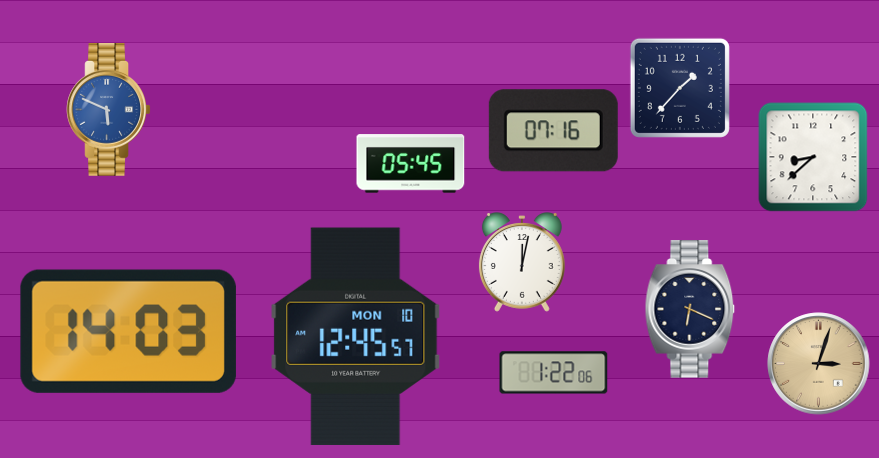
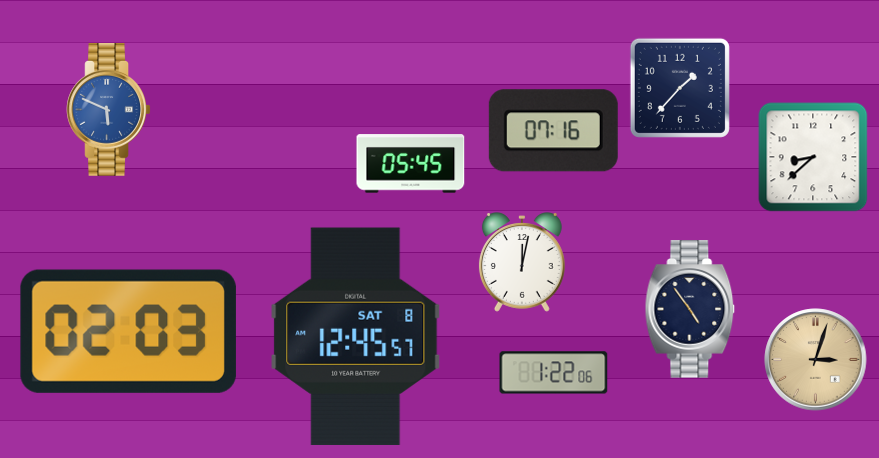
clock at (690, 309): 6:19 -> 4:54
clock at (128, 331): 14:03 -> 02:03
clock at (356, 336) date: MON 10 -> SAT 8
clock at (819, 364) position: (819, 364) -> (816, 360)
